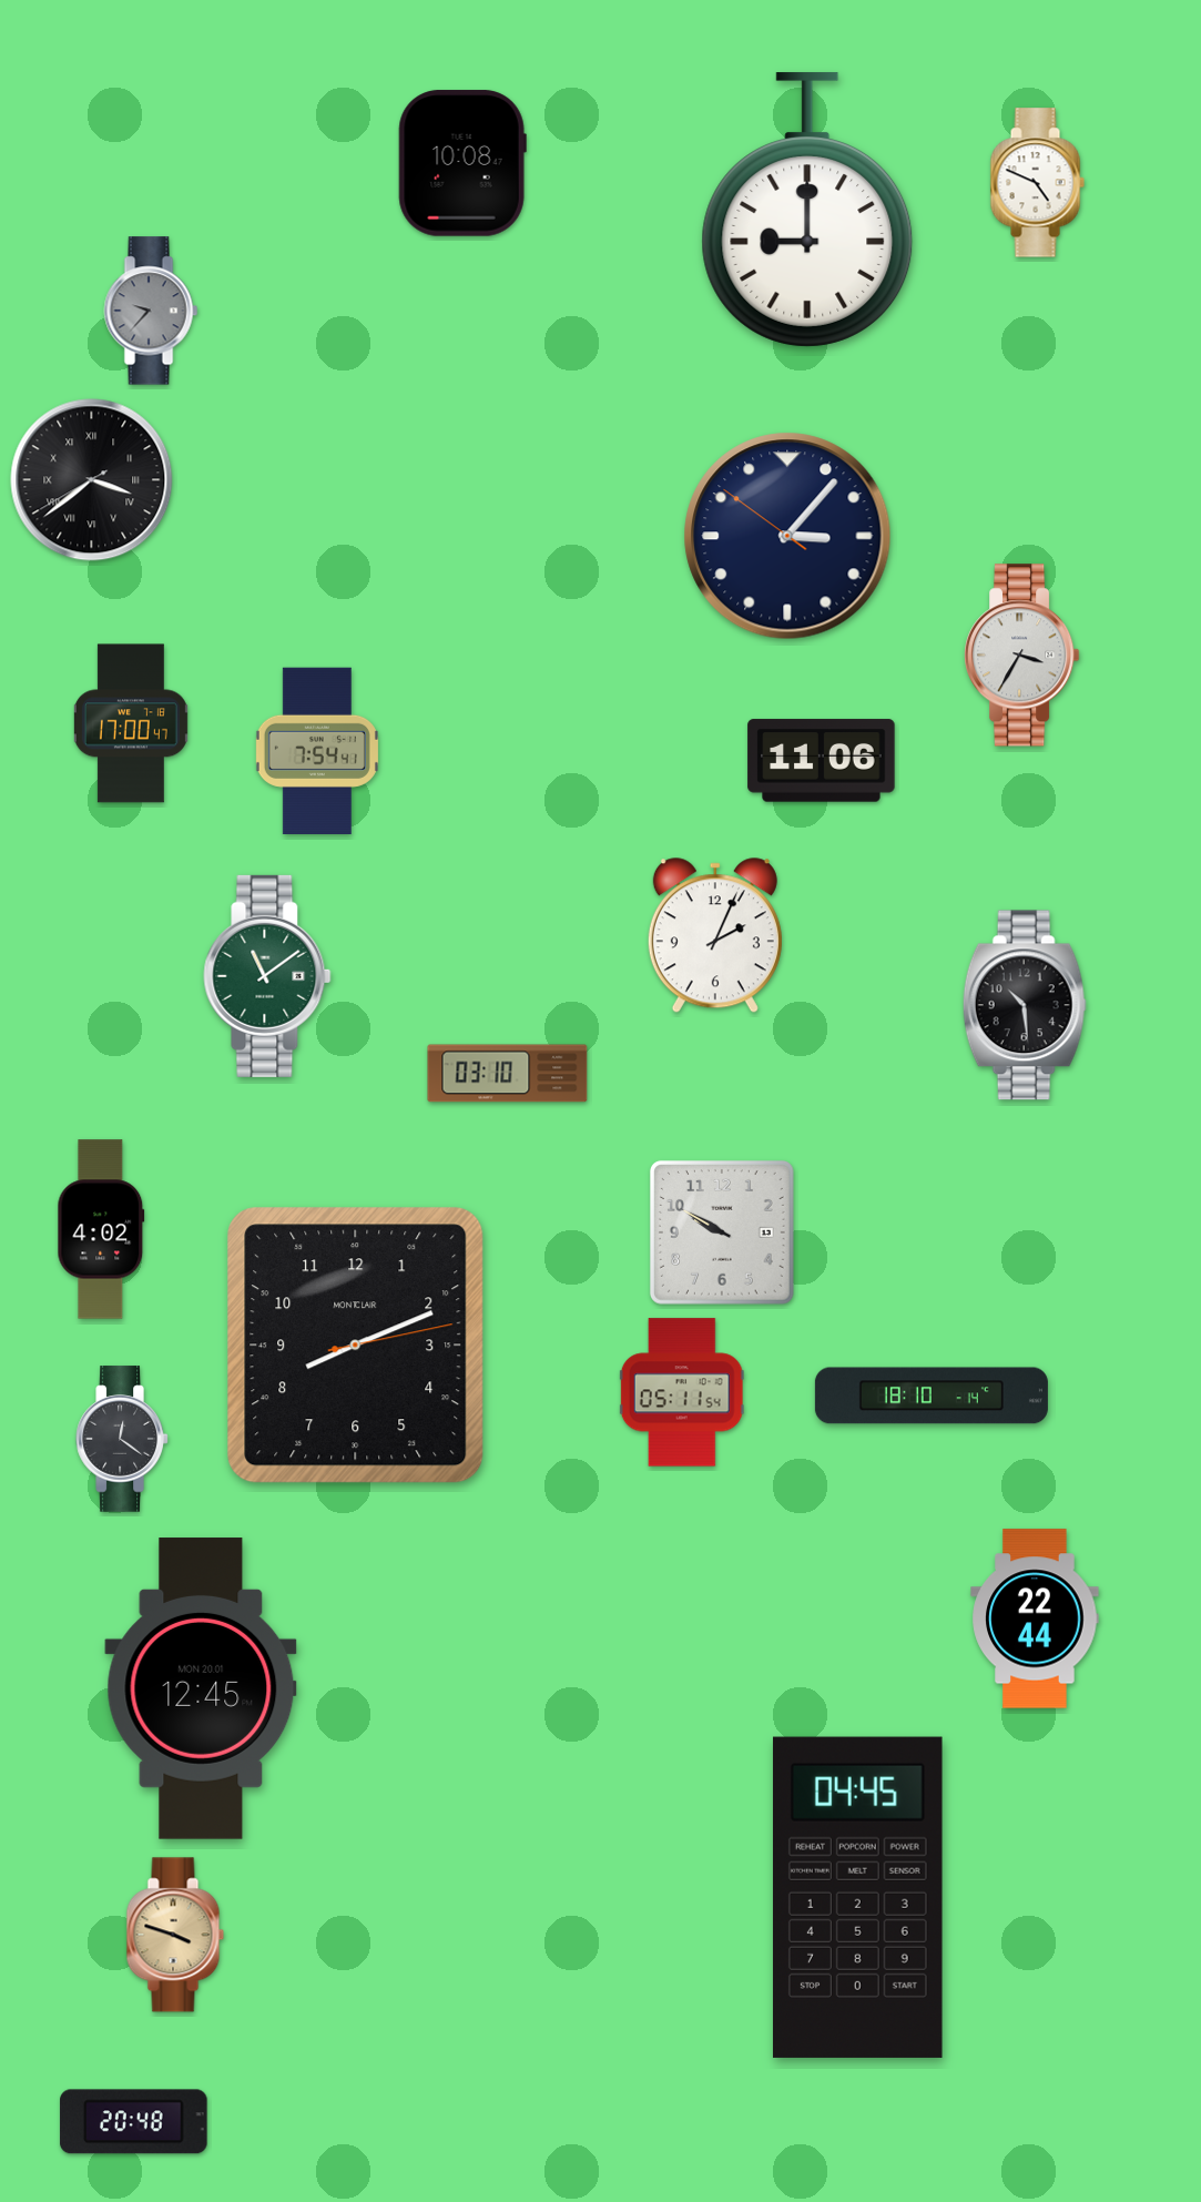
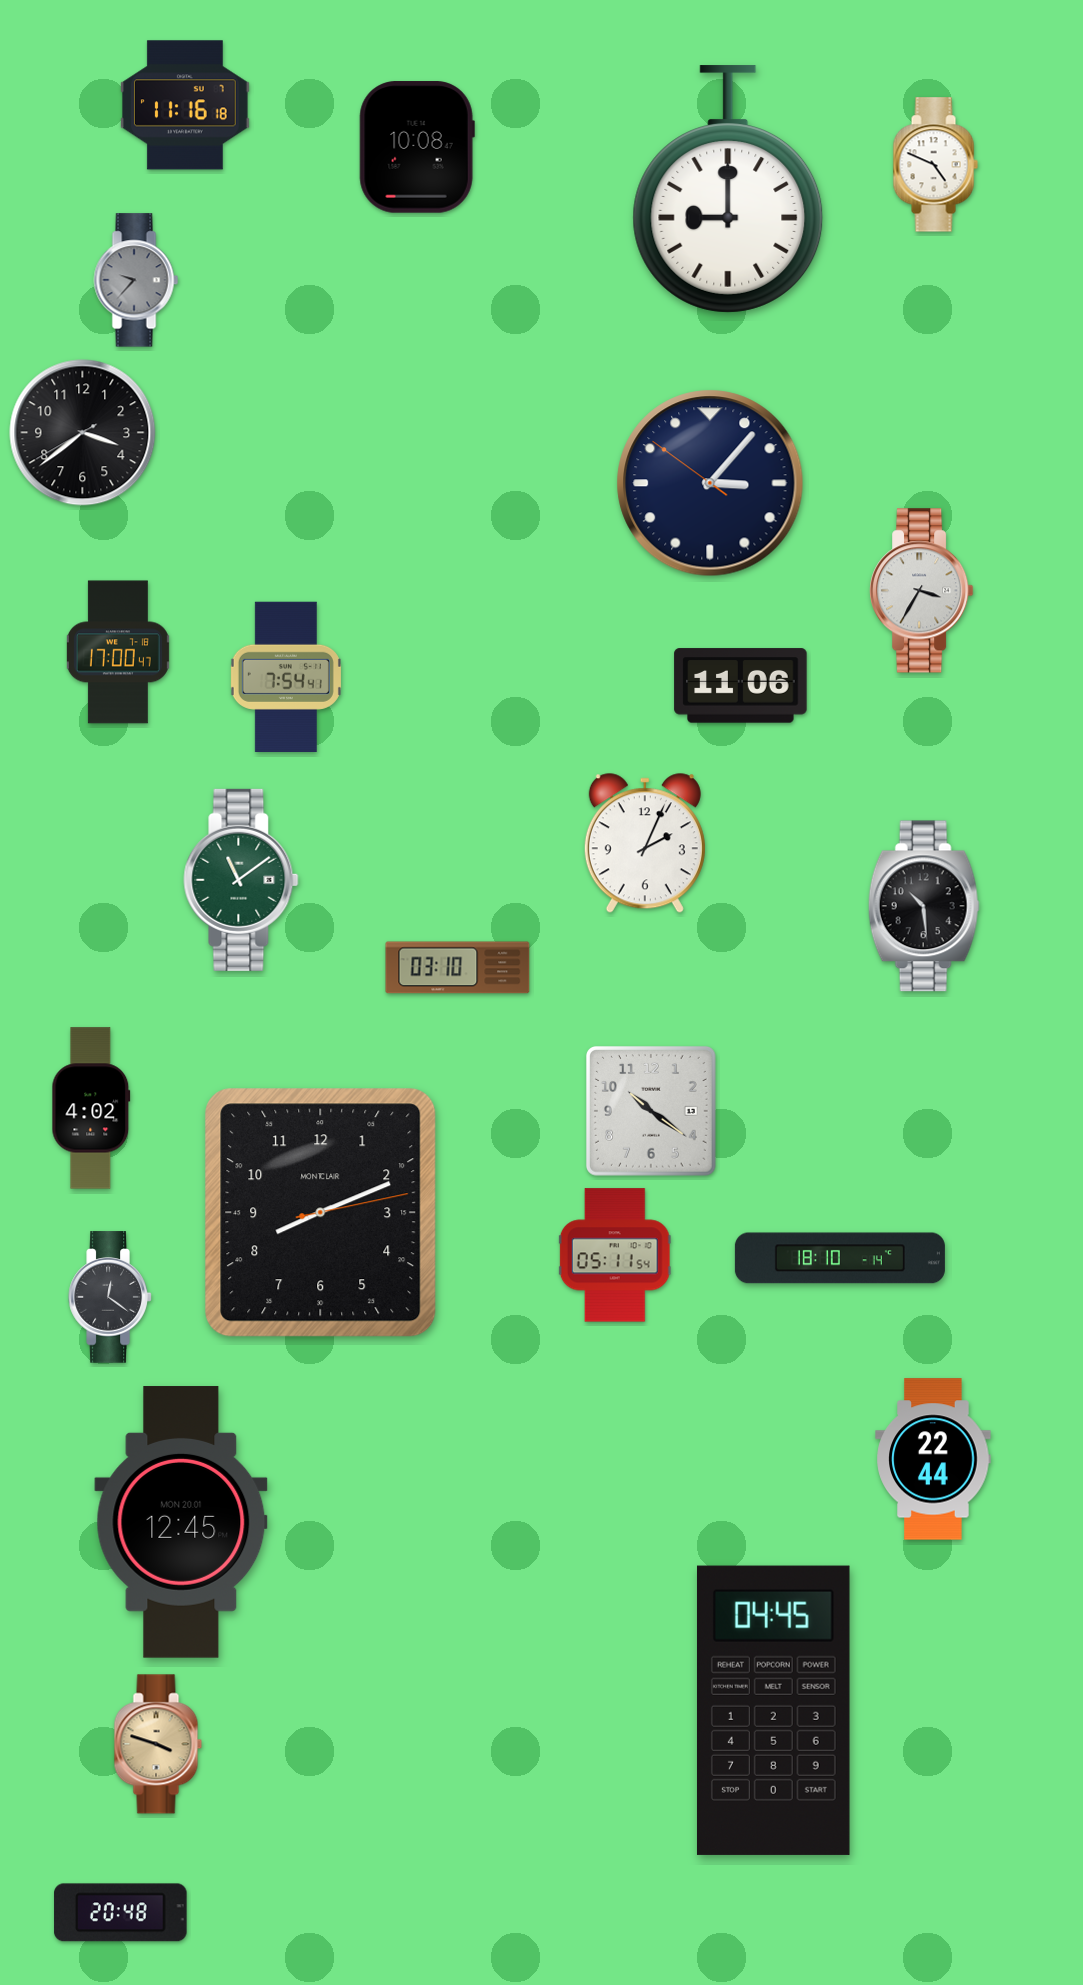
clock at (185, 105): none -> 11:16
clock at (92, 480) numerals: Roman -> Arabic
clock at (722, 1232): 9:50 -> 10:21
